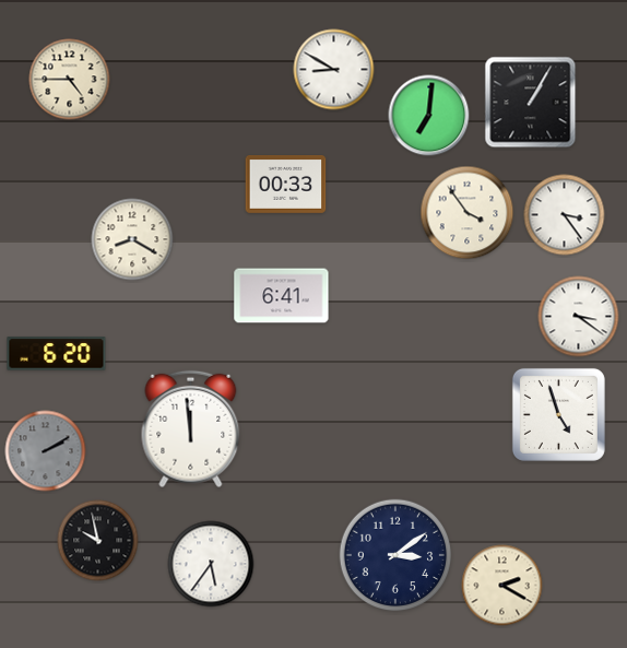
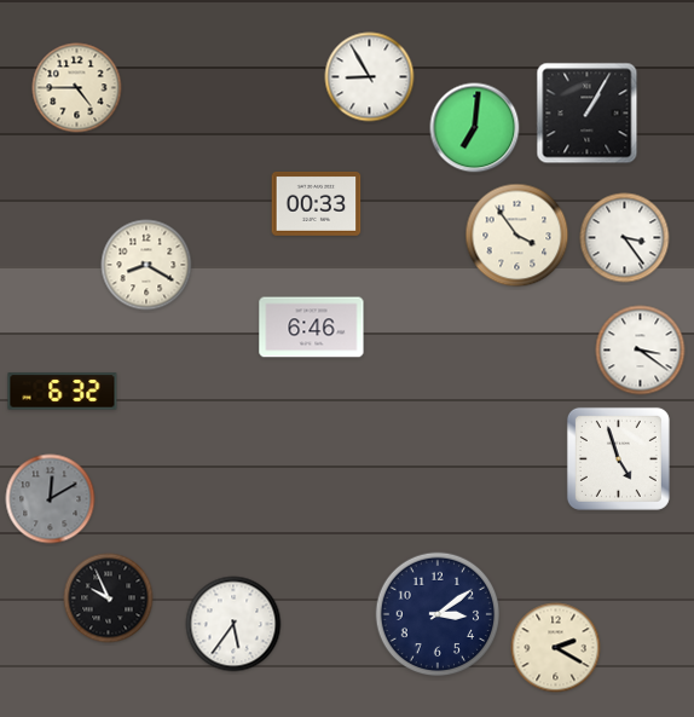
clock at (334, 70): 8:50 -> 8:55
clock at (282, 296): 6:41 -> 6:46
clock at (57, 354): 6:20 -> 6:32
clock at (191, 429): 11:59 -> none
clock at (46, 451): 2:10 -> 12:10
clock at (98, 541): 9:58 -> 9:56
